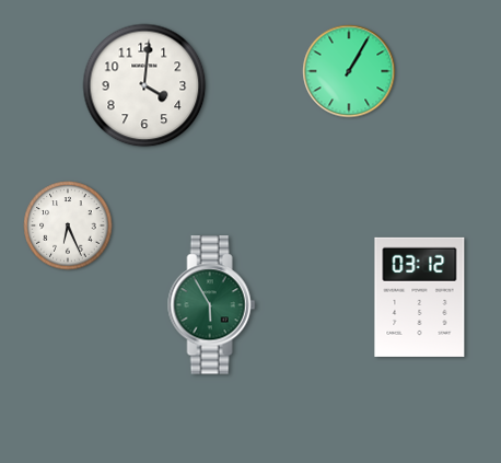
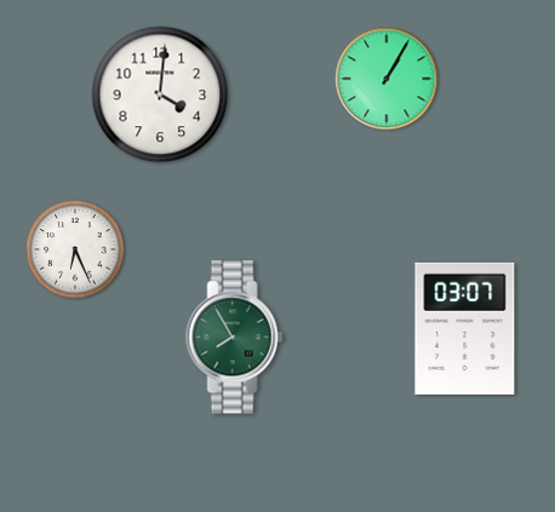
clock at (420, 297): 03:12 -> 03:07
clock at (212, 305): 5:55 -> 7:55
